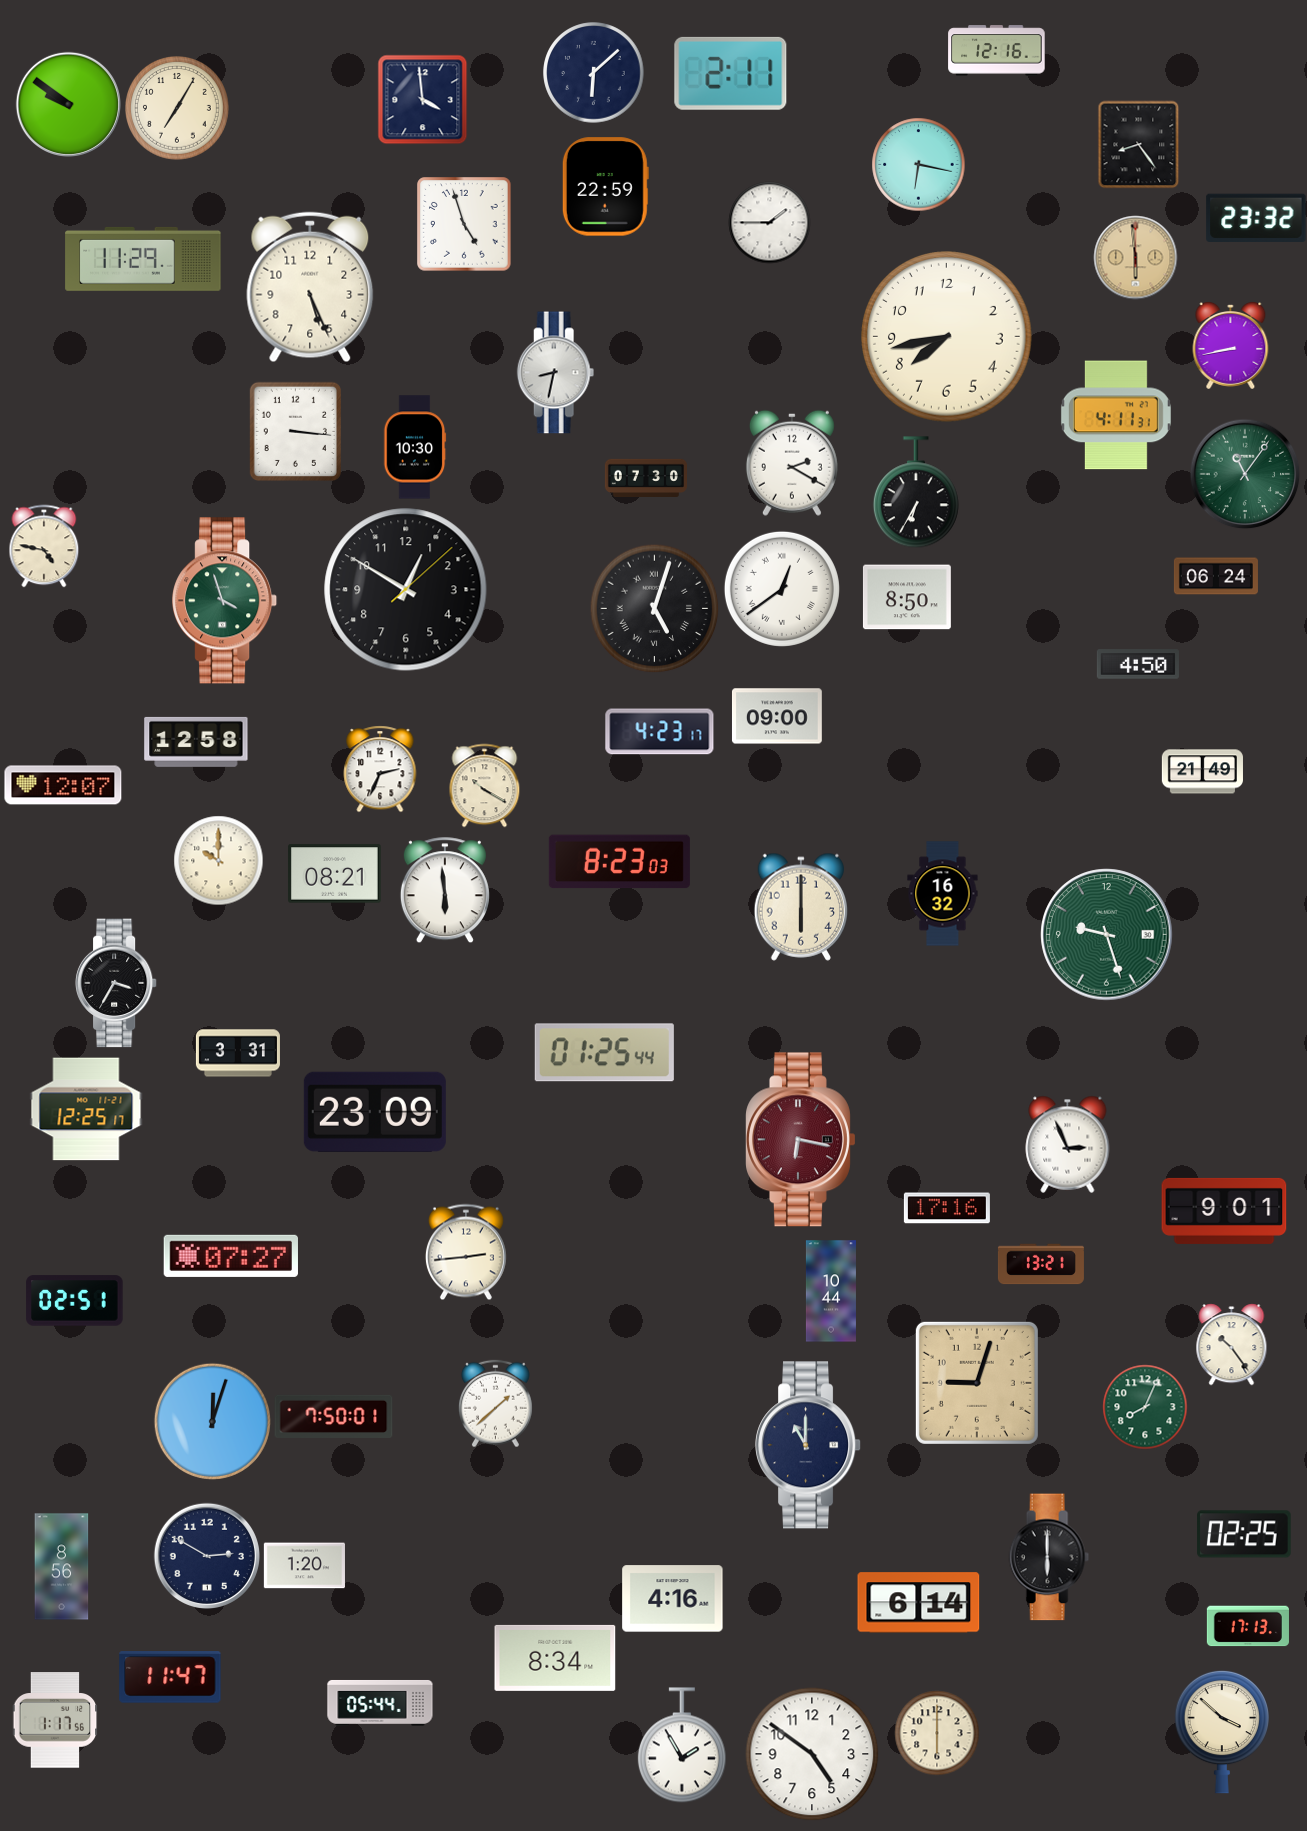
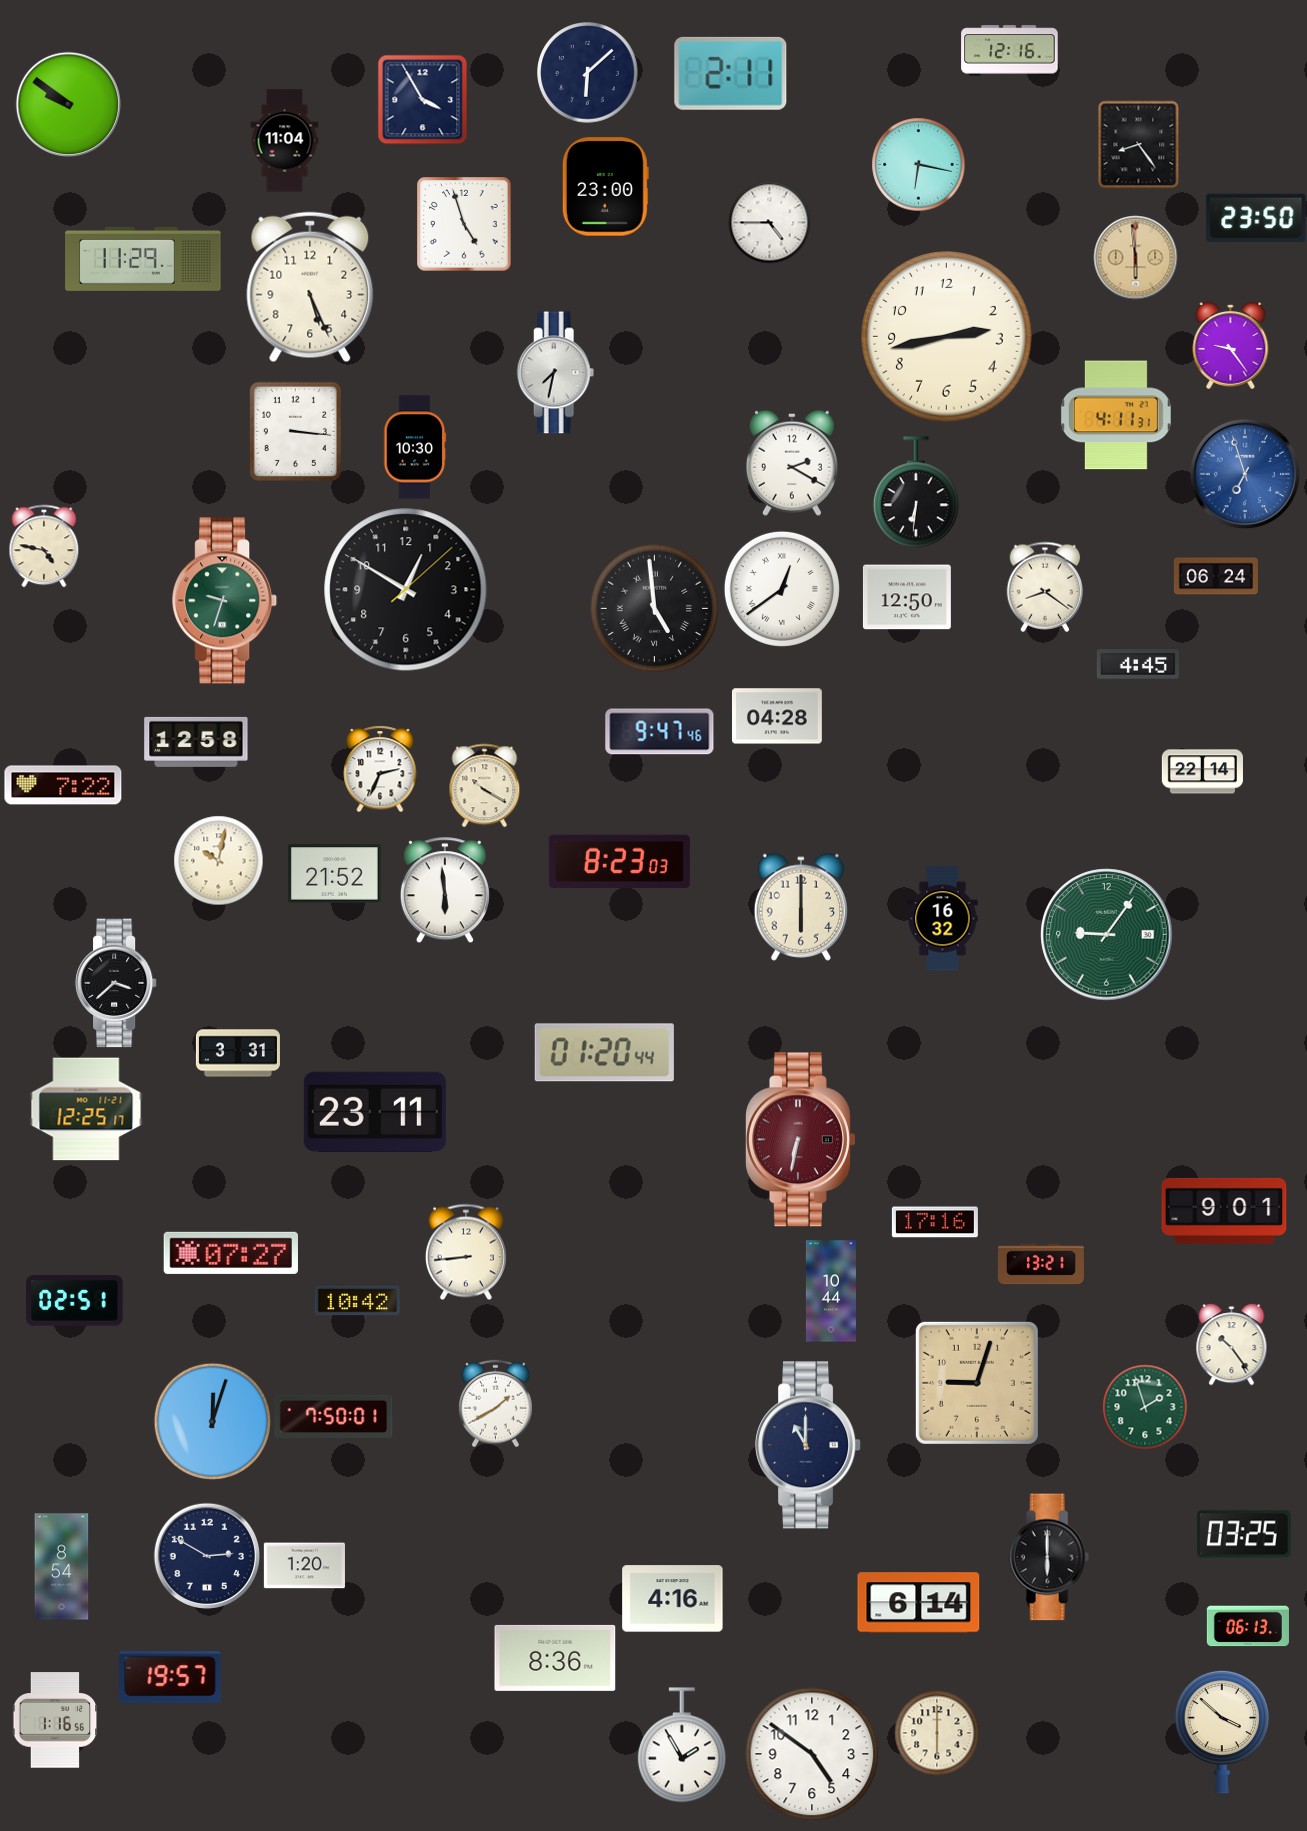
clock at (997, 51) position: (997, 51) -> (1010, 51)
clock at (594, 73) position: (594, 73) -> (588, 73)
clock at (422, 99): 3:59 -> 3:55
clock at (178, 109): 7:05 -> none
clock at (285, 141): none -> 11:04
clock at (605, 187): 22:59 -> 23:00
clock at (1256, 218): 23:32 -> 23:50
clock at (769, 222): 1:45 -> 4:45
clock at (947, 337): 7:43 -> 2:43
clock at (1231, 346): 8:43 -> 9:24
clock at (556, 373): 8:32 -> 7:32
clock at (1245, 474): 11:06 -> 6:57
clock at (1245, 474) dial: green -> blue
clock at (645, 477): 07:30 -> none
clock at (916, 492): 6:35 -> 6:31
clock at (1045, 587): none -> 8:21
clock at (907, 597): 8:50 -> 12:50
clock at (225, 601): 3:57 -> 9:33
clock at (654, 608): 5:03 -> 4:59
clock at (1138, 664): 4:50 -> 4:45
clock at (777, 716): 09:00 -> 04:28
clock at (660, 732): 4:23 -> 9:47
clock at (1202, 772): 21:49 -> 22:14
clock at (63, 785): 12:07 -> 7:22
clock at (218, 860): 10:00 -> 10:02
clock at (335, 874): 08:21 -> 21:52
clock at (943, 894) position: (943, 894) -> (943, 919)
clock at (1107, 935): 9:27 -> 9:06
clock at (116, 983): 3:35 -> 3:38
clock at (604, 1053): 01:25 -> 01:20
clock at (375, 1112): 23:09 -> 23:11
clock at (801, 1140): 6:17 -> 6:32
clock at (1068, 1144): 2:56 -> none
clock at (947, 1208) position: (947, 1208) -> (935, 1222)
clock at (466, 1252): 2:44 -> 8:44
clock at (231, 1256) position: (231, 1256) -> (231, 1253)
clock at (357, 1301): none -> 10:42
clock at (496, 1403): 1:38 -> 1:40
clock at (1145, 1407): 8:04 -> 1:57
clock at (1244, 1534): 02:25 -> 03:25
clock at (62, 1567): 8:56 -> 8:54
clock at (1248, 1626): 17:13 -> 06:13
clock at (555, 1658): 8:34 -> 8:36
clock at (170, 1677): 11:47 -> 19:57
clock at (380, 1703): 05:44 -> none
clock at (55, 1720): 1:17 -> 1:16
